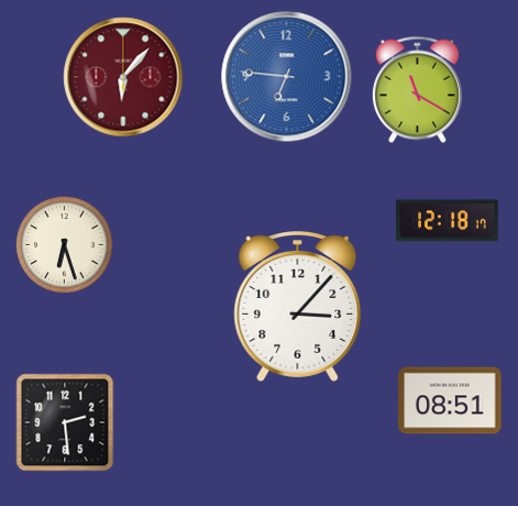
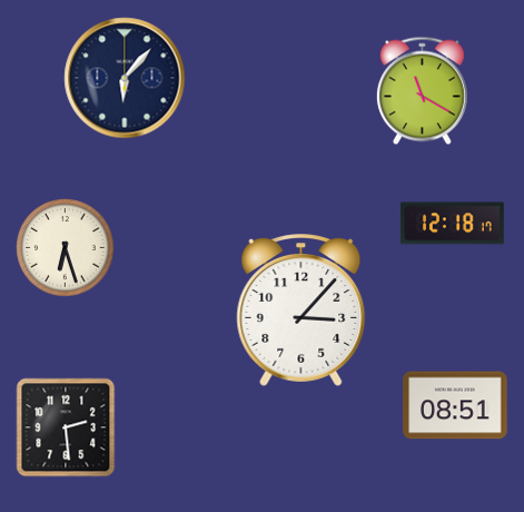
clock at (123, 77) dial: burgundy -> navy
clock at (287, 77): 6:46 -> none
